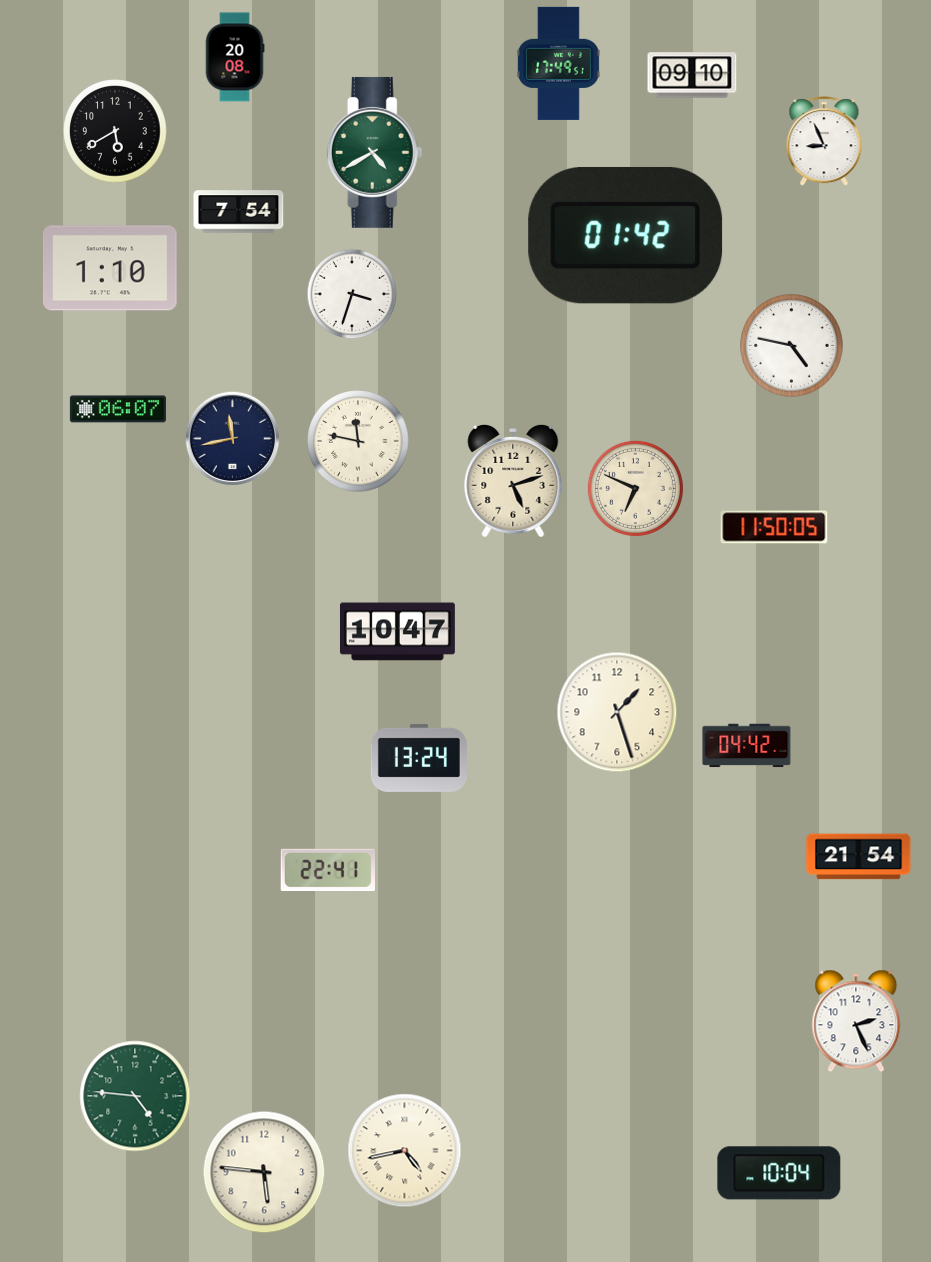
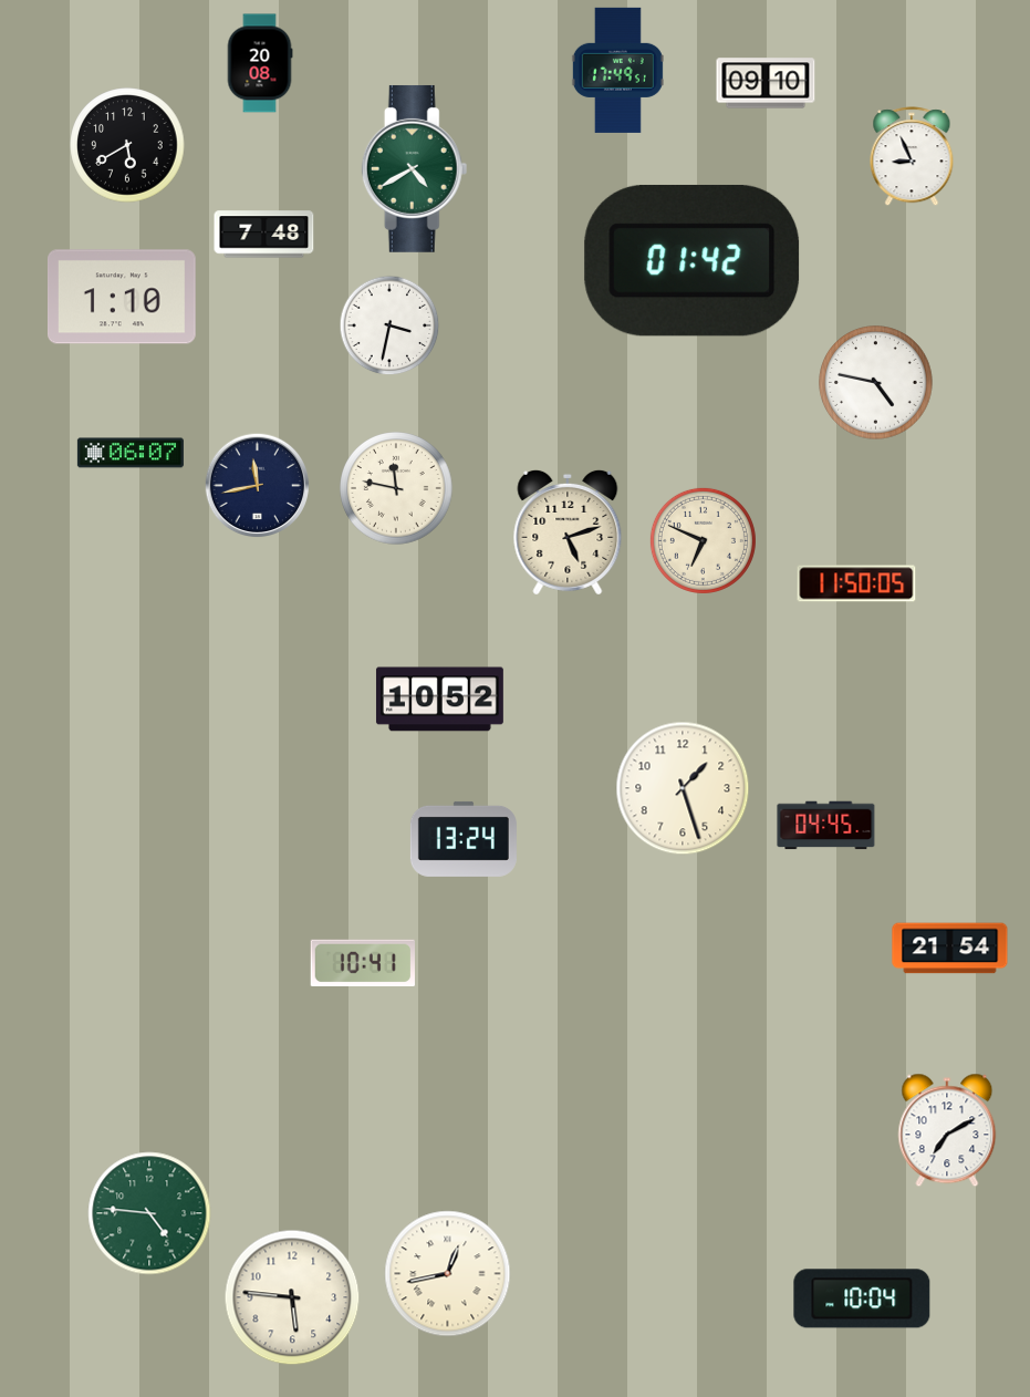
clock at (239, 212): 7:54 -> 7:48
clock at (352, 294): 3:33 -> 3:32
clock at (397, 632): 10:47 -> 10:52
clock at (747, 746): 04:42 -> 04:45
clock at (328, 869): 22:41 -> 10:41
clock at (856, 1021): 2:26 -> 7:10
clock at (405, 1151): 4:43 -> 12:43
